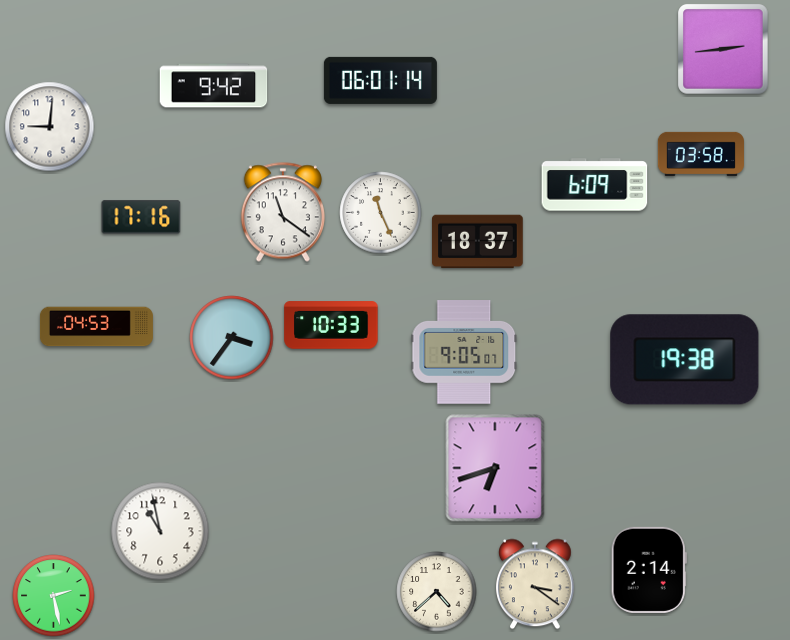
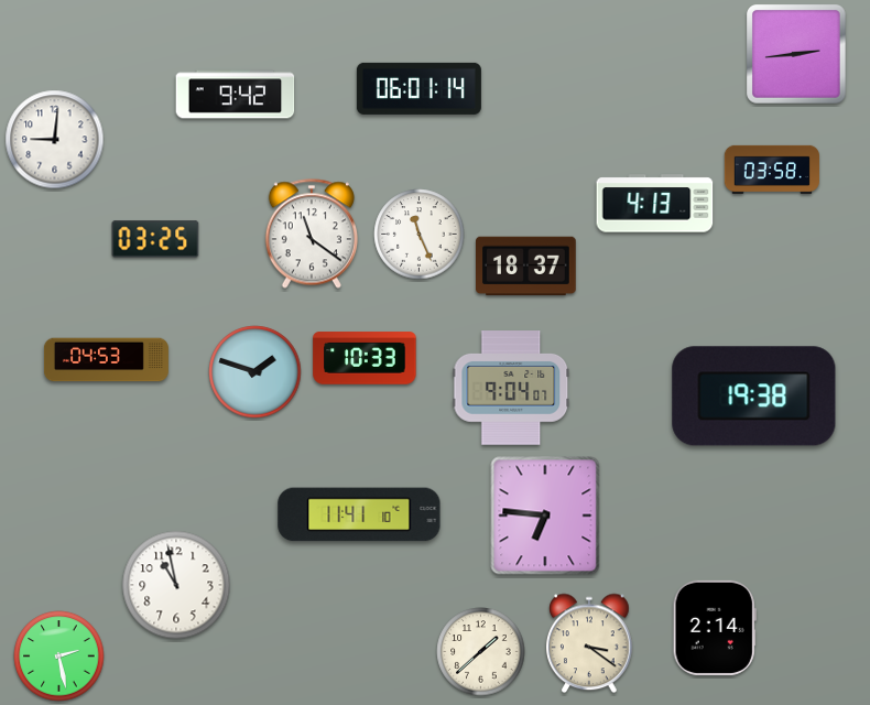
clock at (595, 185): 6:09 -> 4:13
clock at (141, 217): 17:16 -> 03:25
clock at (232, 338): 3:36 -> 1:48
clock at (464, 352): 9:05 -> 9:04
clock at (359, 514): none -> 11:41
clock at (495, 468): 6:42 -> 6:46
clock at (437, 592): 4:38 -> 1:38
